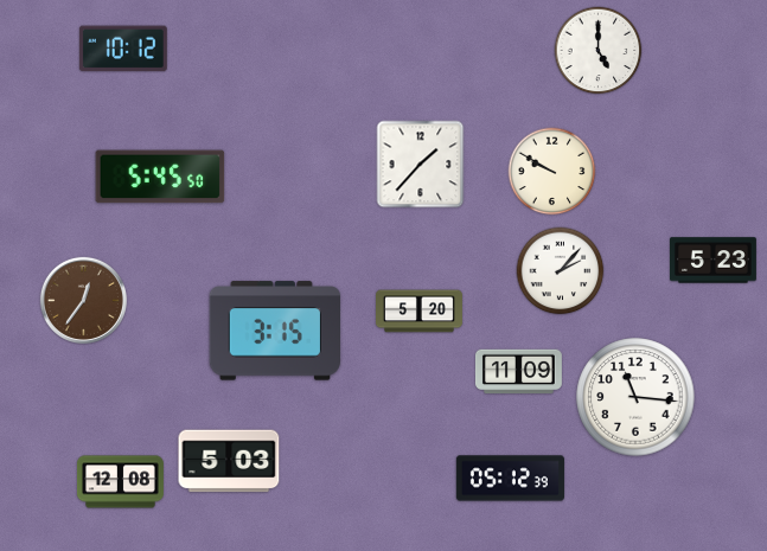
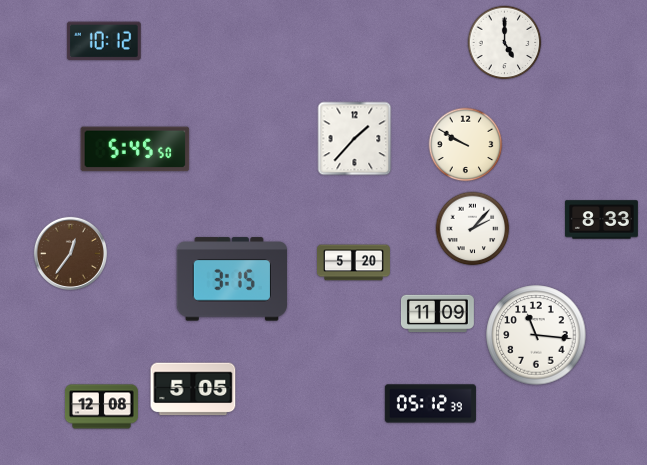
clock at (712, 261): 5:23 -> 8:33
clock at (229, 461): 5:03 -> 5:05
